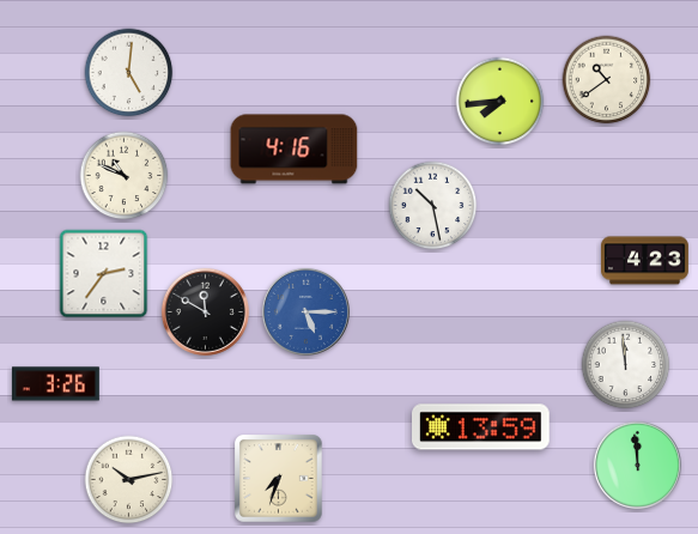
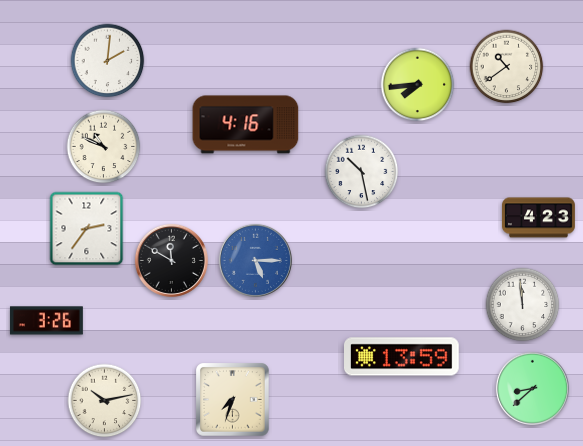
clock at (129, 73): 5:01 -> 2:01
clock at (637, 465): 11:59 -> 8:38
clock at (129, 480) position: (129, 480) -> (105, 401)
